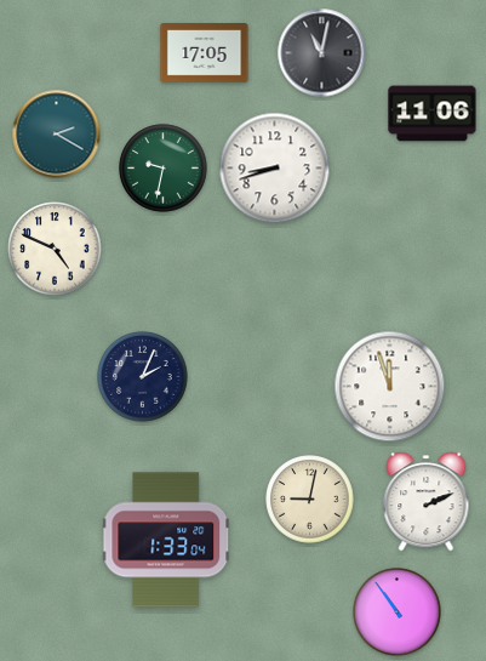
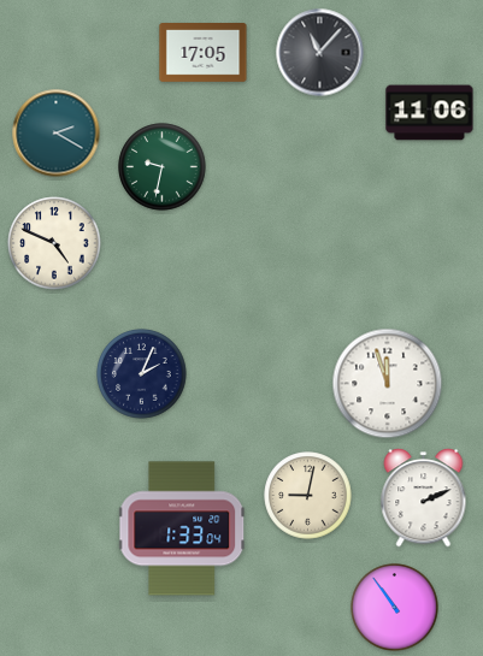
clock at (322, 53): 11:02 -> 11:07
clock at (275, 169): 8:42 -> none
clock at (55, 249) position: (55, 249) -> (54, 243)
clock at (167, 540) position: (167, 540) -> (183, 528)
